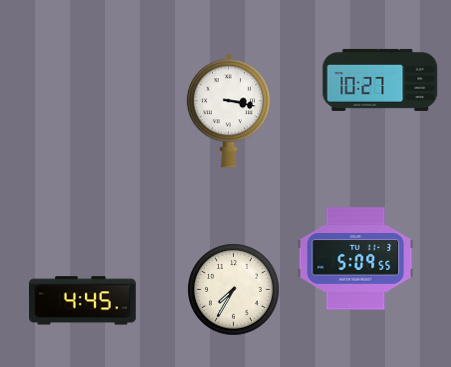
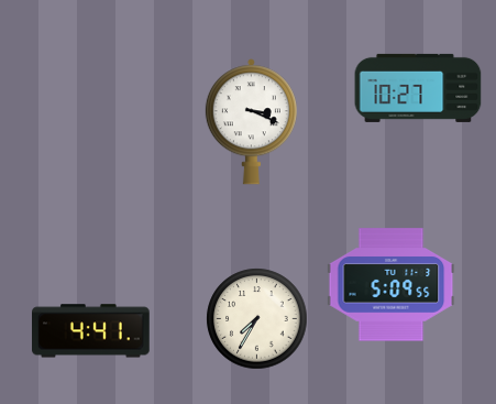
clock at (228, 111): 3:17 -> 3:19
clock at (83, 301): 4:45 -> 4:41
